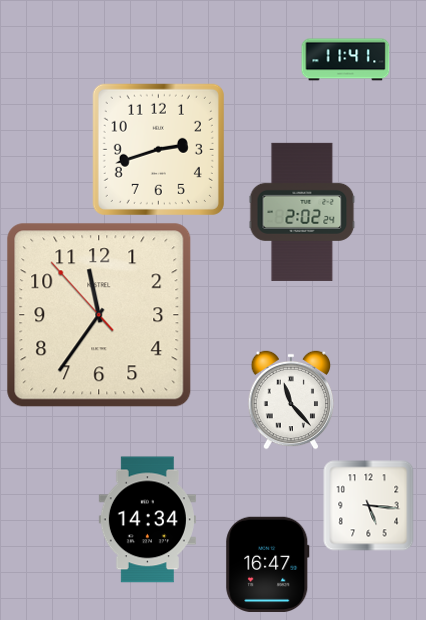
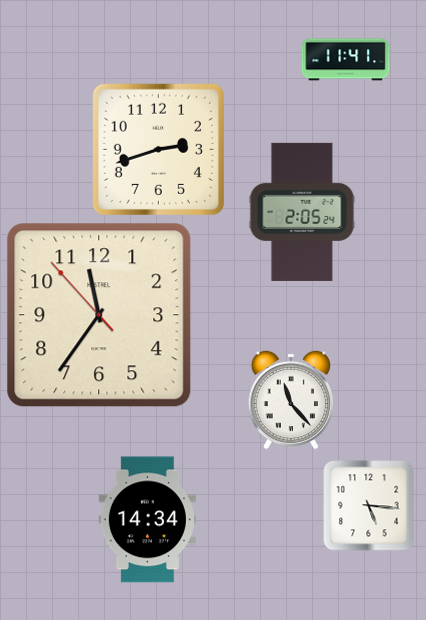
clock at (302, 212): 2:02 -> 2:05
clock at (268, 564): 16:47 -> none
